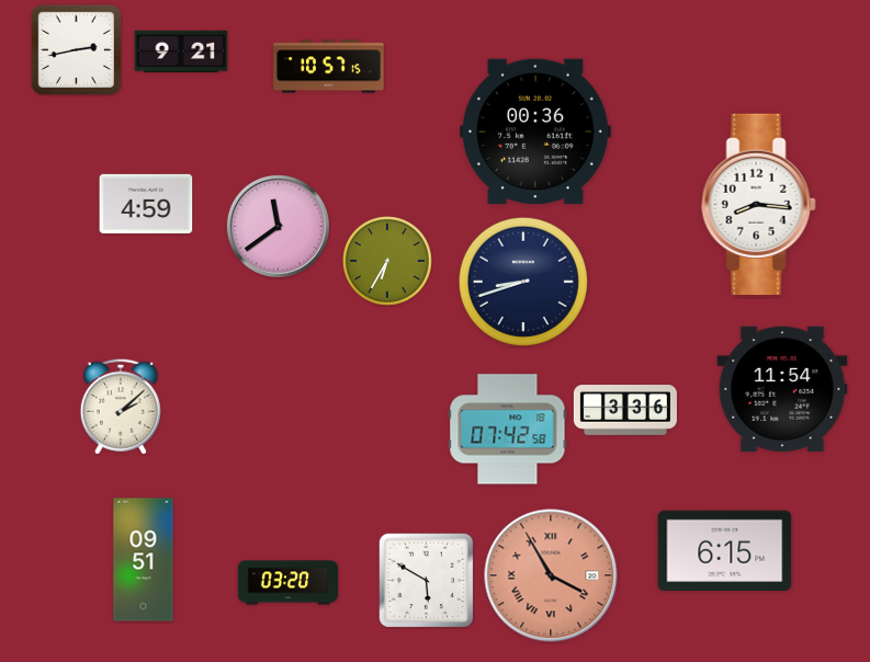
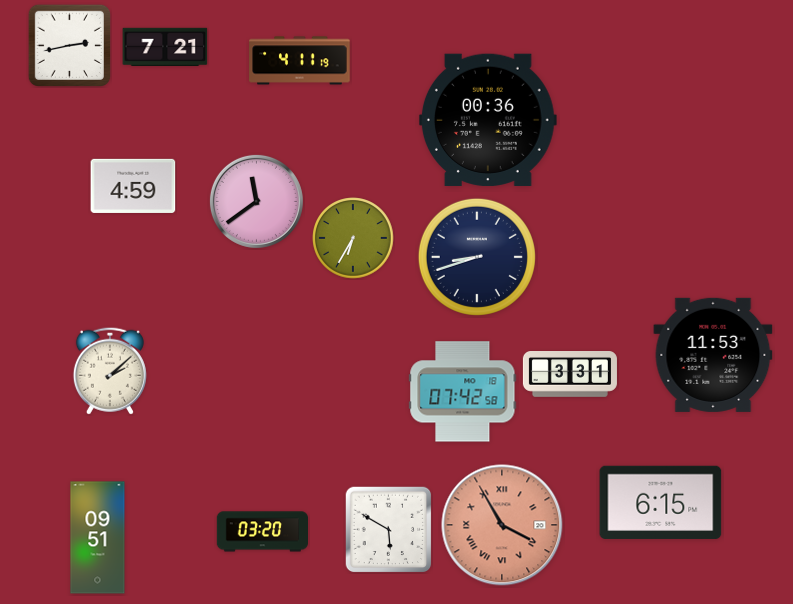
clock at (181, 50): 9:21 -> 7:21
clock at (329, 67): 10:57 -> 4:11
clock at (758, 204): 8:16 -> none
clock at (278, 226) position: (278, 226) -> (256, 201)
clock at (782, 389): 11:54 -> 11:53
clock at (625, 411): 3:36 -> 3:31
clock at (144, 560) position: (144, 560) -> (98, 538)
